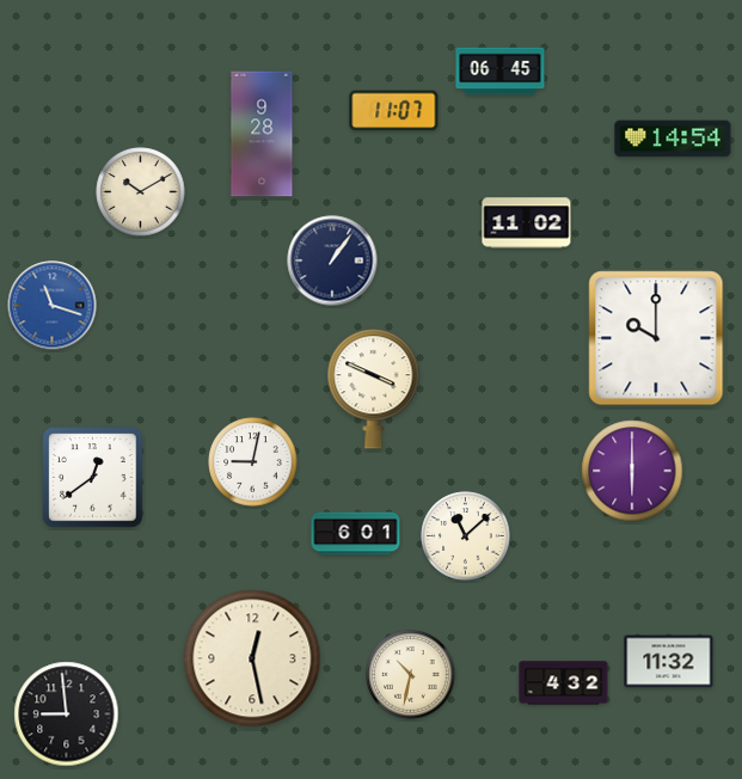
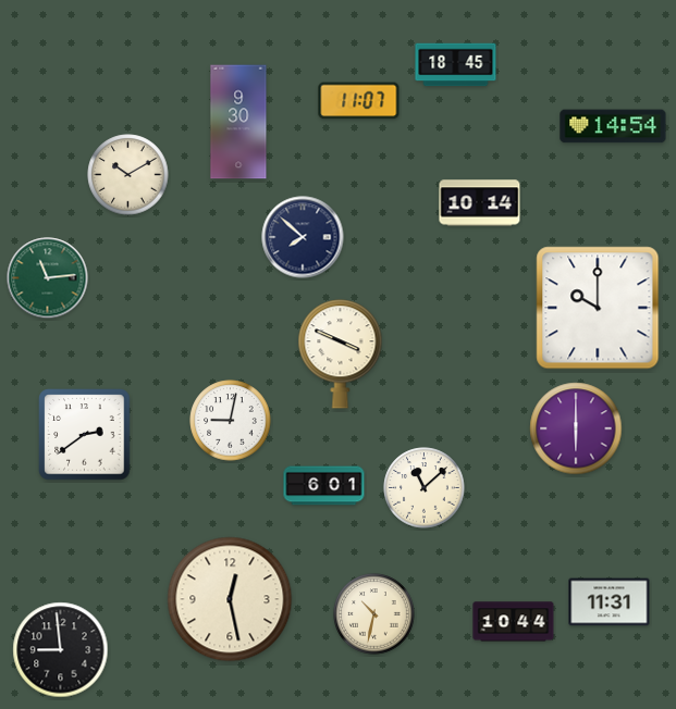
clock at (501, 72): 06:45 -> 18:45
clock at (262, 134): 9:28 -> 9:30
clock at (527, 223): 11:02 -> 10:14
clock at (332, 260): 1:06 -> 7:52
clock at (53, 306): 11:18 -> 11:14
clock at (53, 306) dial: blue -> green
clock at (93, 478): 12:39 -> 2:39
clock at (669, 662): 11:32 -> 11:31
clock at (564, 683): 4:32 -> 10:44
